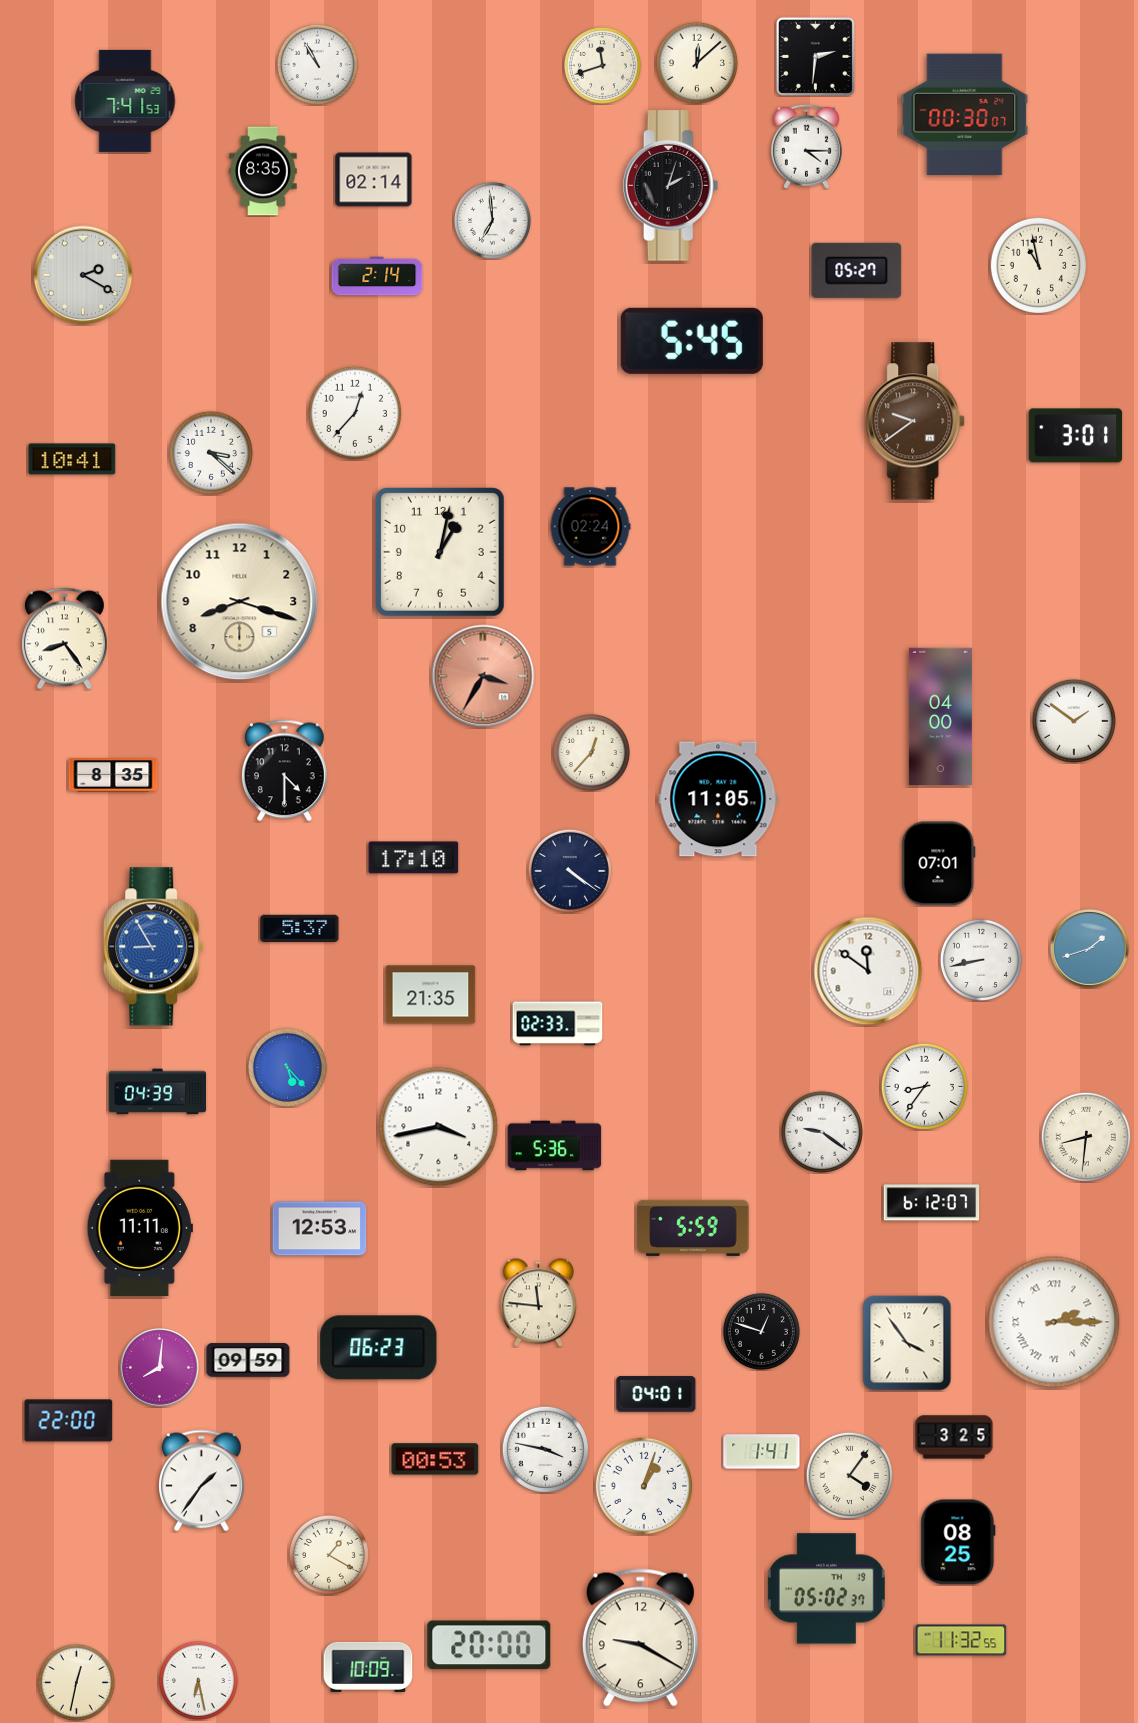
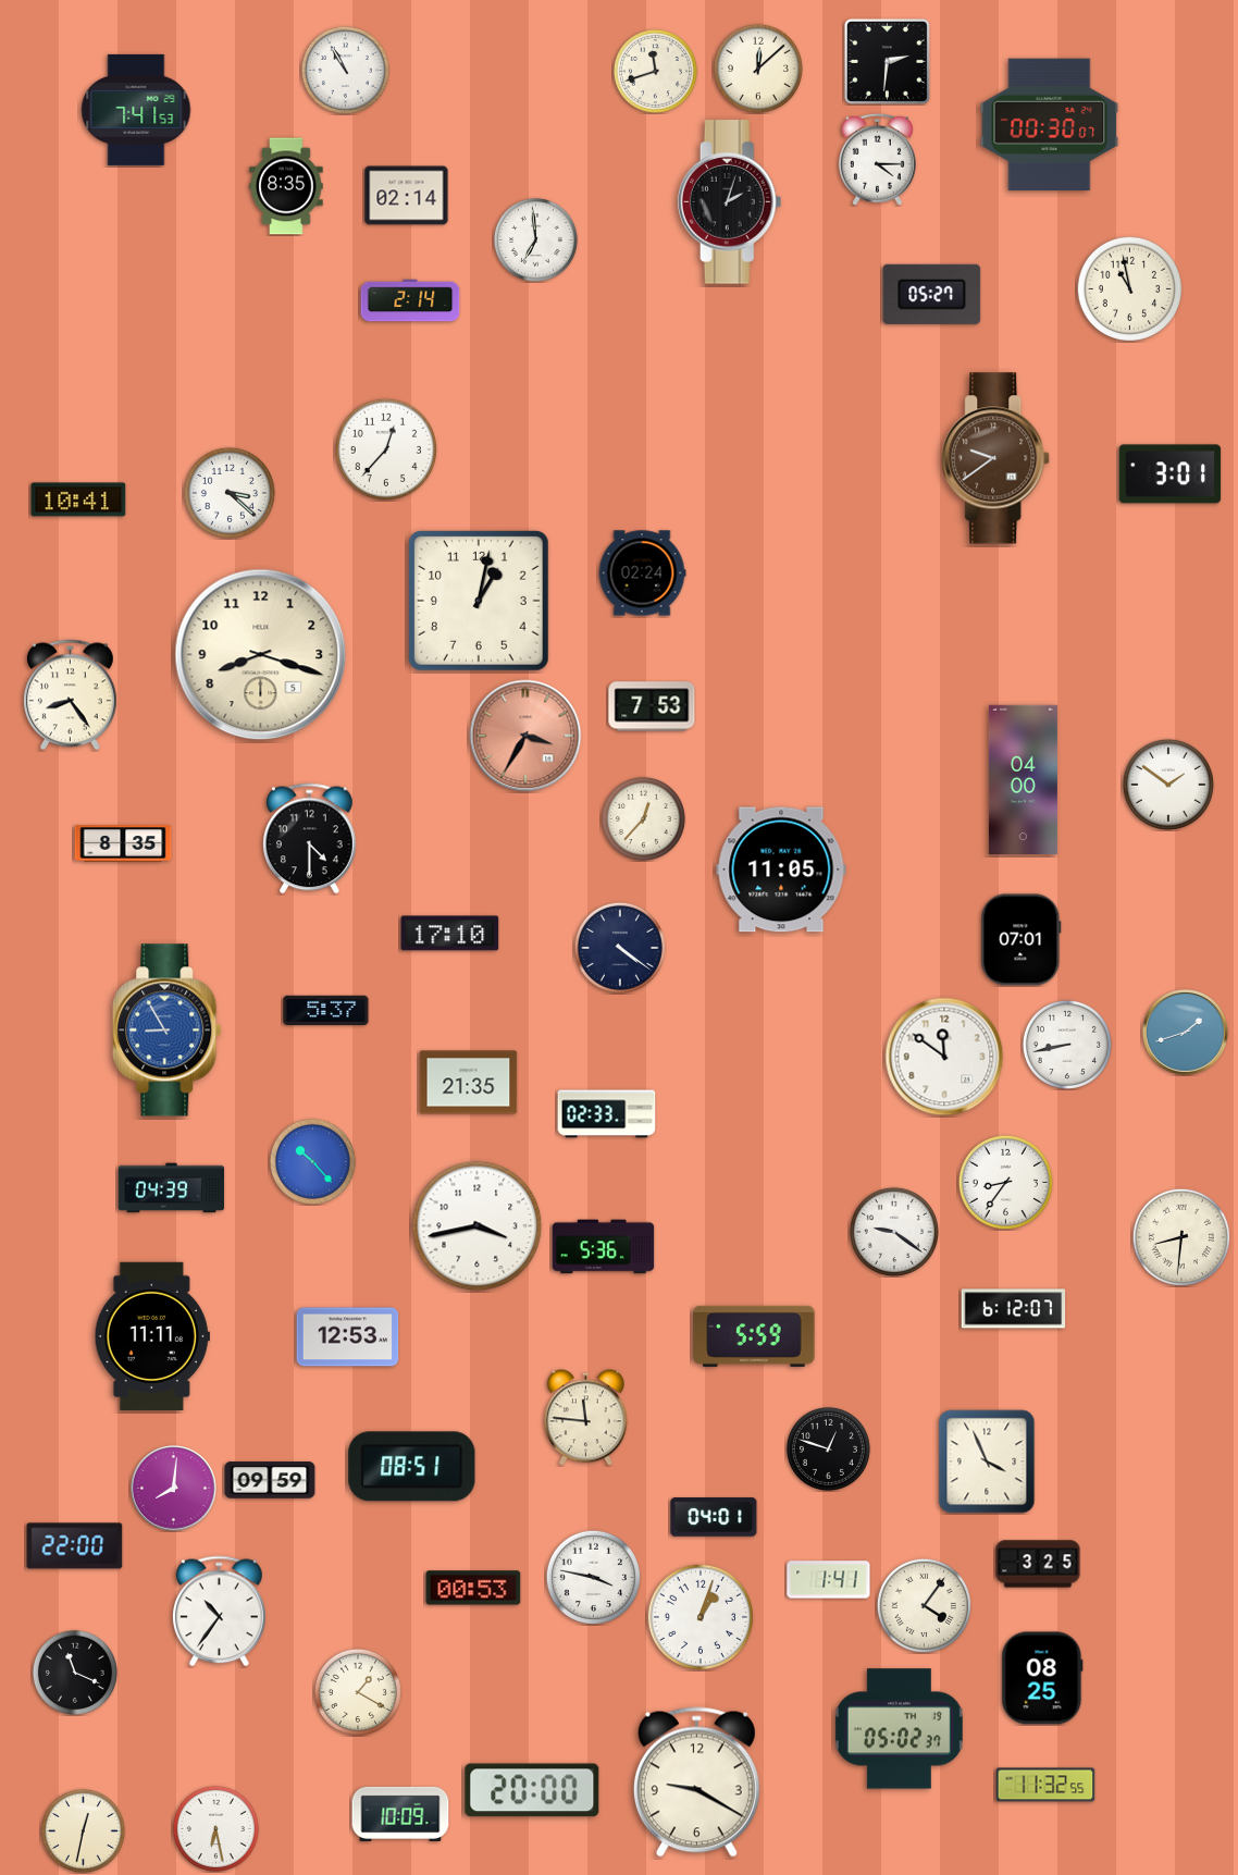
clock at (83, 275): 2:20 -> none
clock at (692, 341): 5:45 -> none
clock at (652, 706): none -> 7:53
clock at (287, 1067): 5:23 -> 10:23
clock at (1054, 1322): 2:15 -> none
clock at (907, 1343): 3:54 -> 3:56
clock at (379, 1348): 06:23 -> 08:51
clock at (202, 1481): 1:36 -> 10:36
clock at (75, 1673): none -> 11:19
